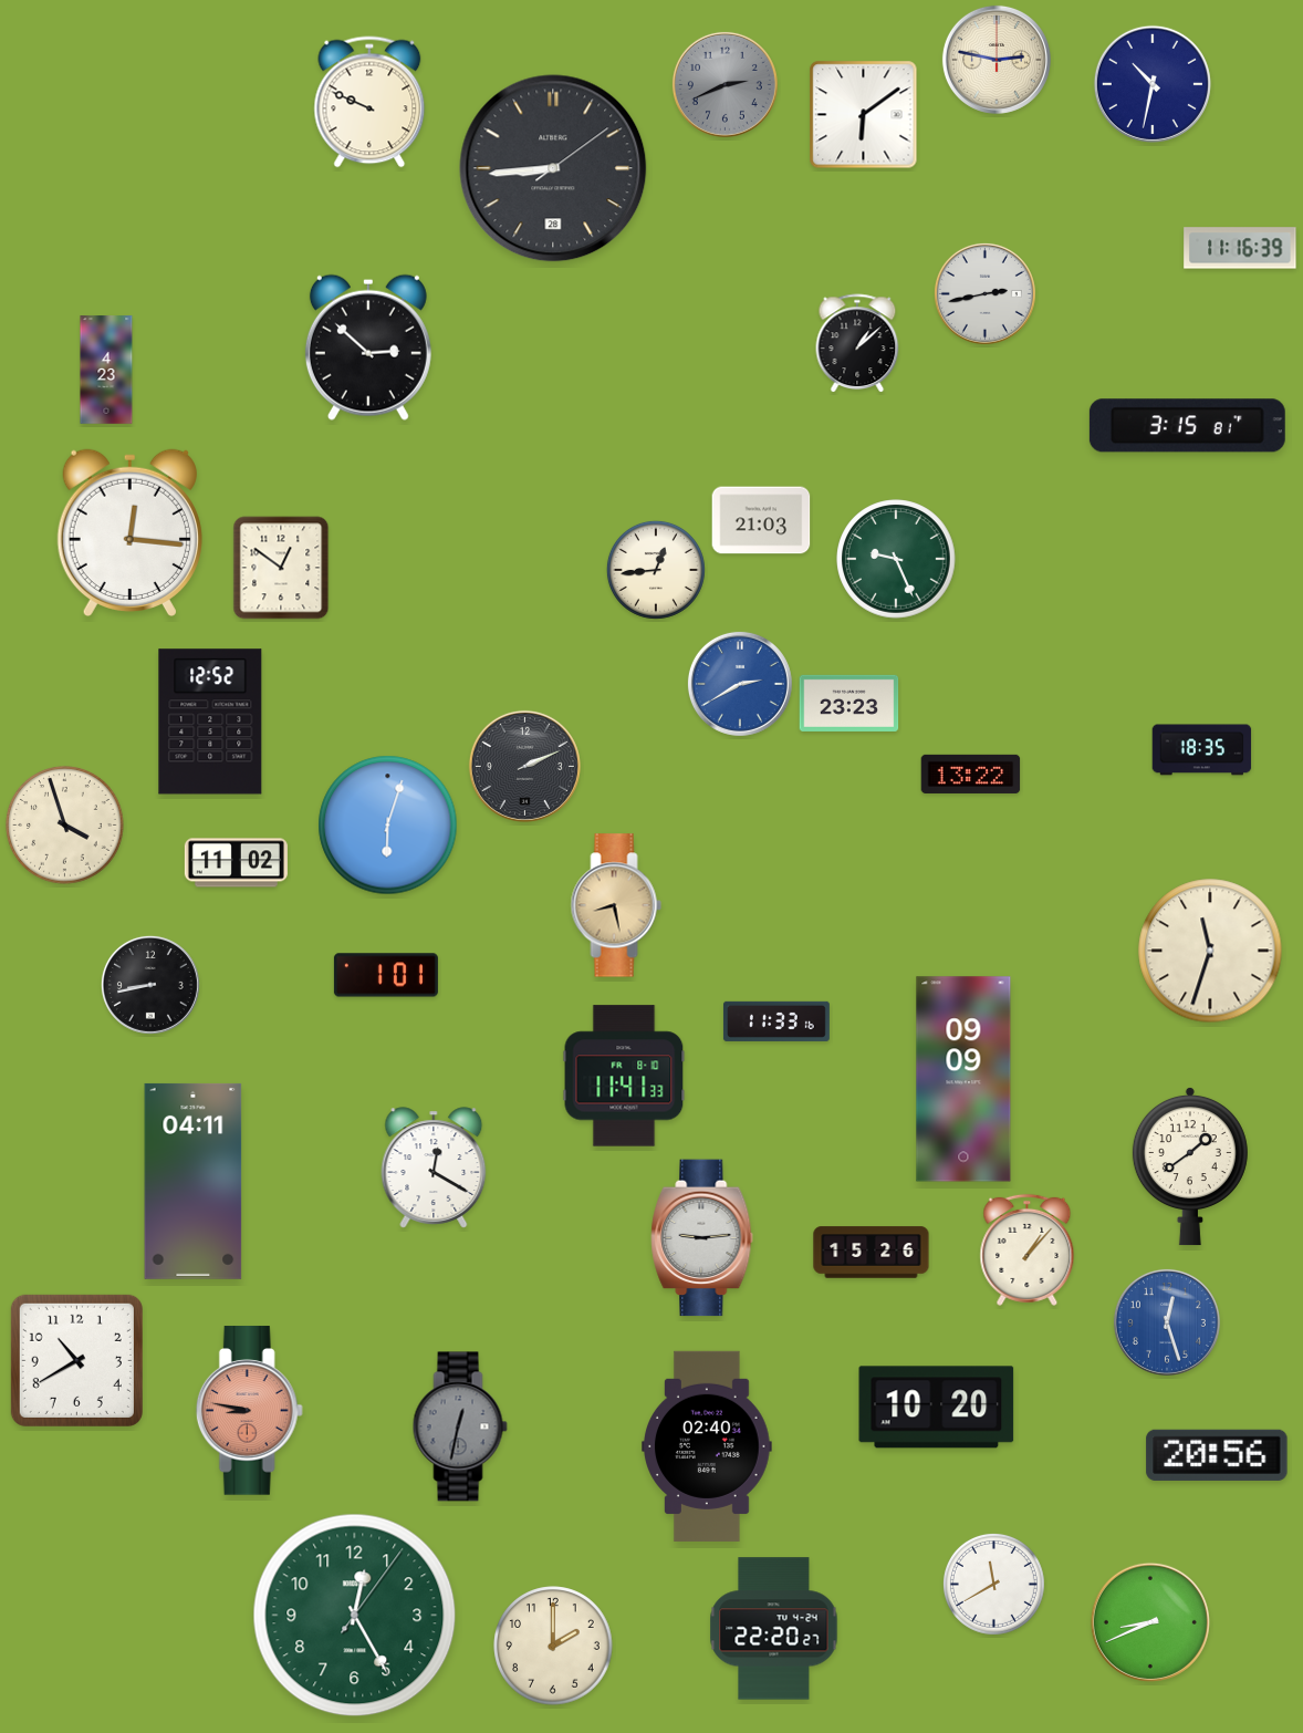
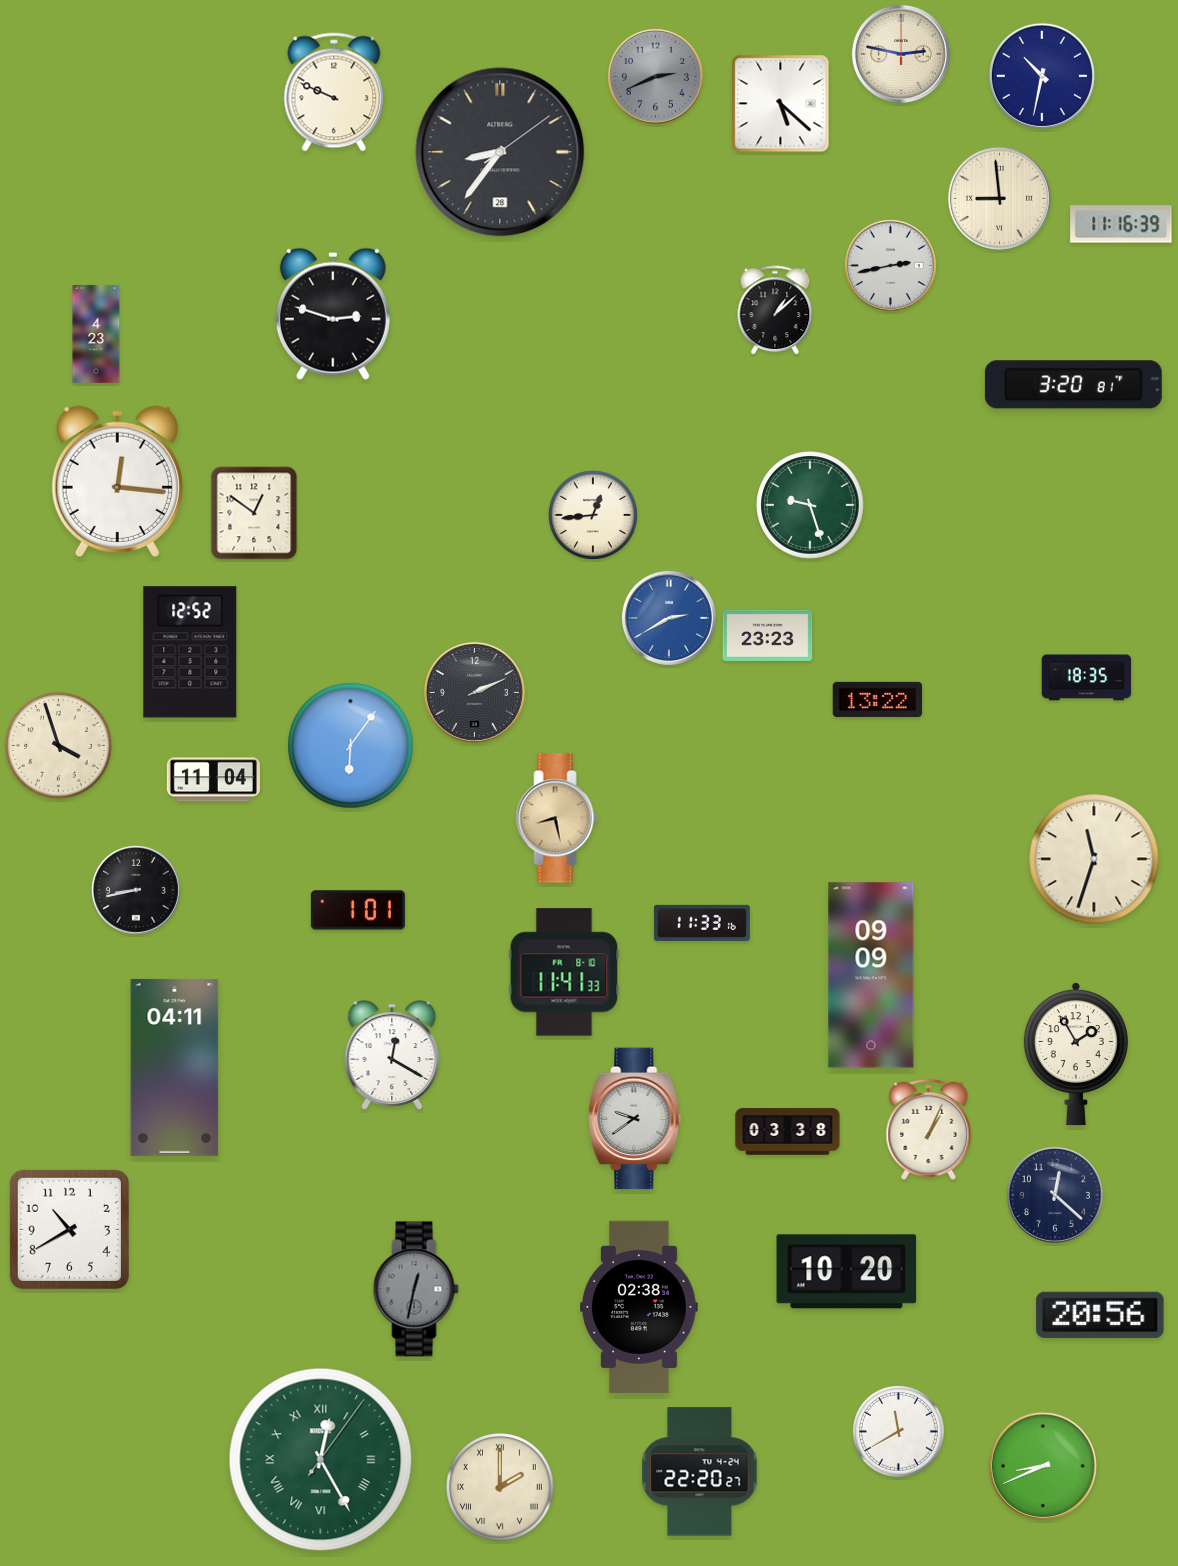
clock at (864, 115): 6:09 -> 5:22
clock at (553, 168): 8:44 -> 8:36
clock at (999, 198): none -> 8:59
clock at (368, 347): 2:52 -> 2:48
clock at (1187, 426): 3:15 -> 3:20
clock at (761, 520): 21:03 -> none
clock at (896, 559): 9:26 -> 9:27
clock at (388, 826): 6:03 -> 6:06
clock at (236, 863): 11:02 -> 11:04
clock at (386, 975) position: (386, 975) -> (358, 910)
clock at (1190, 1166): 1:39 -> 1:55
clock at (702, 1238): 9:14 -> 9:39
clock at (1028, 1249): 1:07 -> 1:04
clock at (872, 1253): 15:26 -> 03:38
clock at (1167, 1322): 12:27 -> 12:22
clock at (1167, 1322) dial: blue -> navy
clock at (249, 1411): 8:47 -> none
clock at (707, 1446): 02:40 -> 02:38
clock at (355, 1616) numerals: Arabic -> Roman
clock at (1150, 1622) position: (1150, 1622) -> (1043, 1466)
clock at (553, 1646) numerals: Arabic -> Roman
